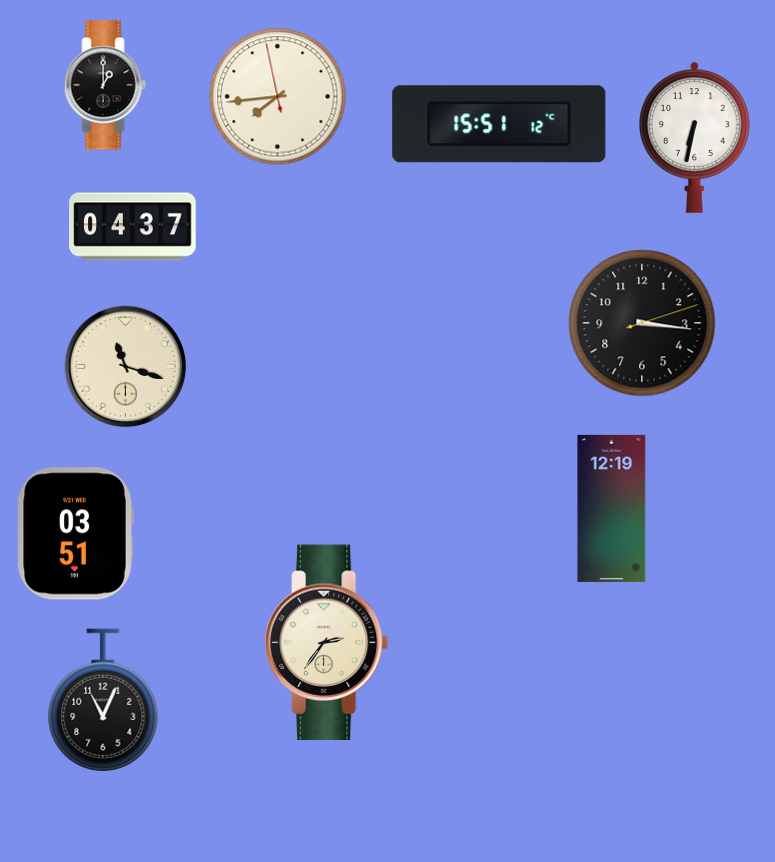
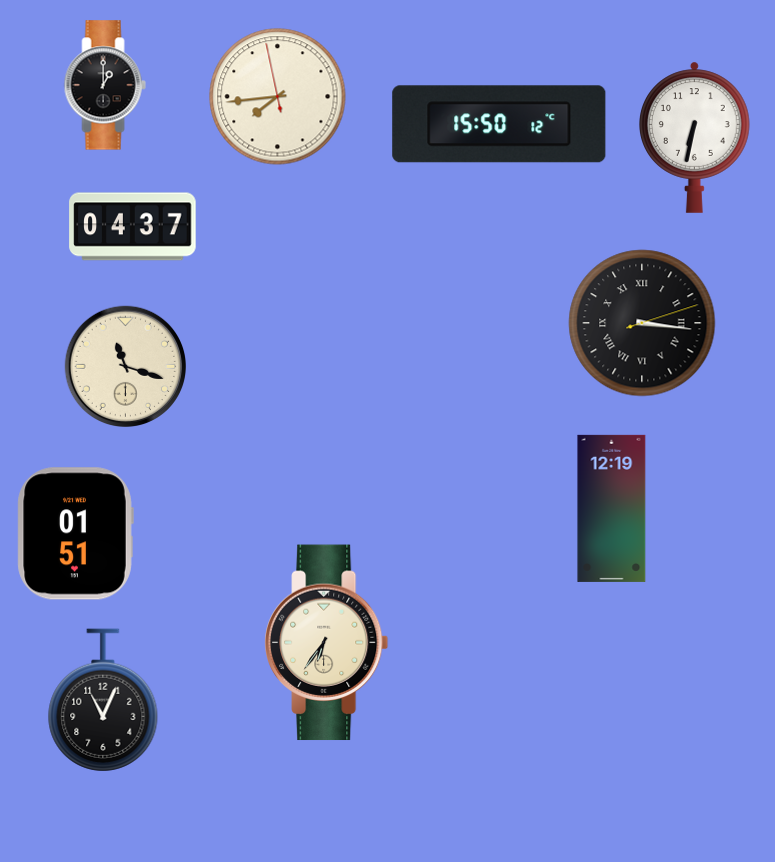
clock at (499, 124): 15:51 -> 15:50
clock at (642, 323) numerals: Arabic -> Roman
clock at (75, 534): 03:51 -> 01:51
clock at (327, 643): 2:36 -> 6:36
